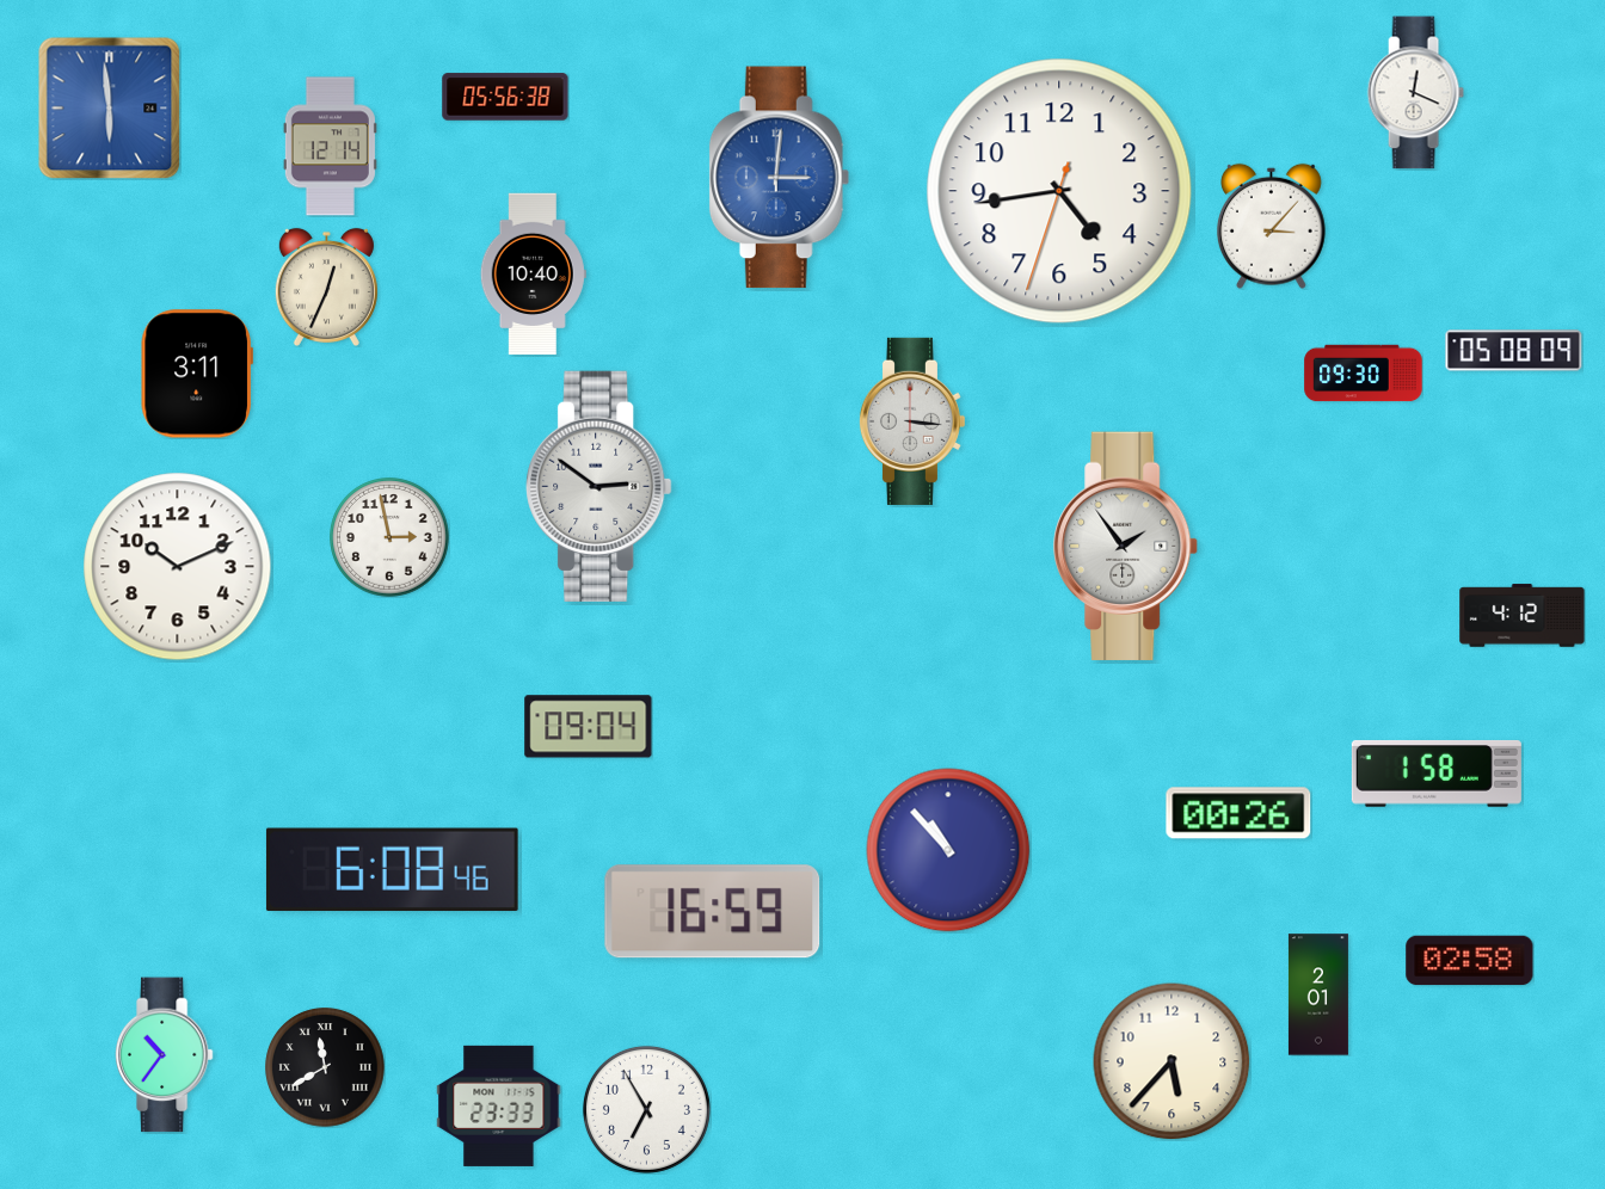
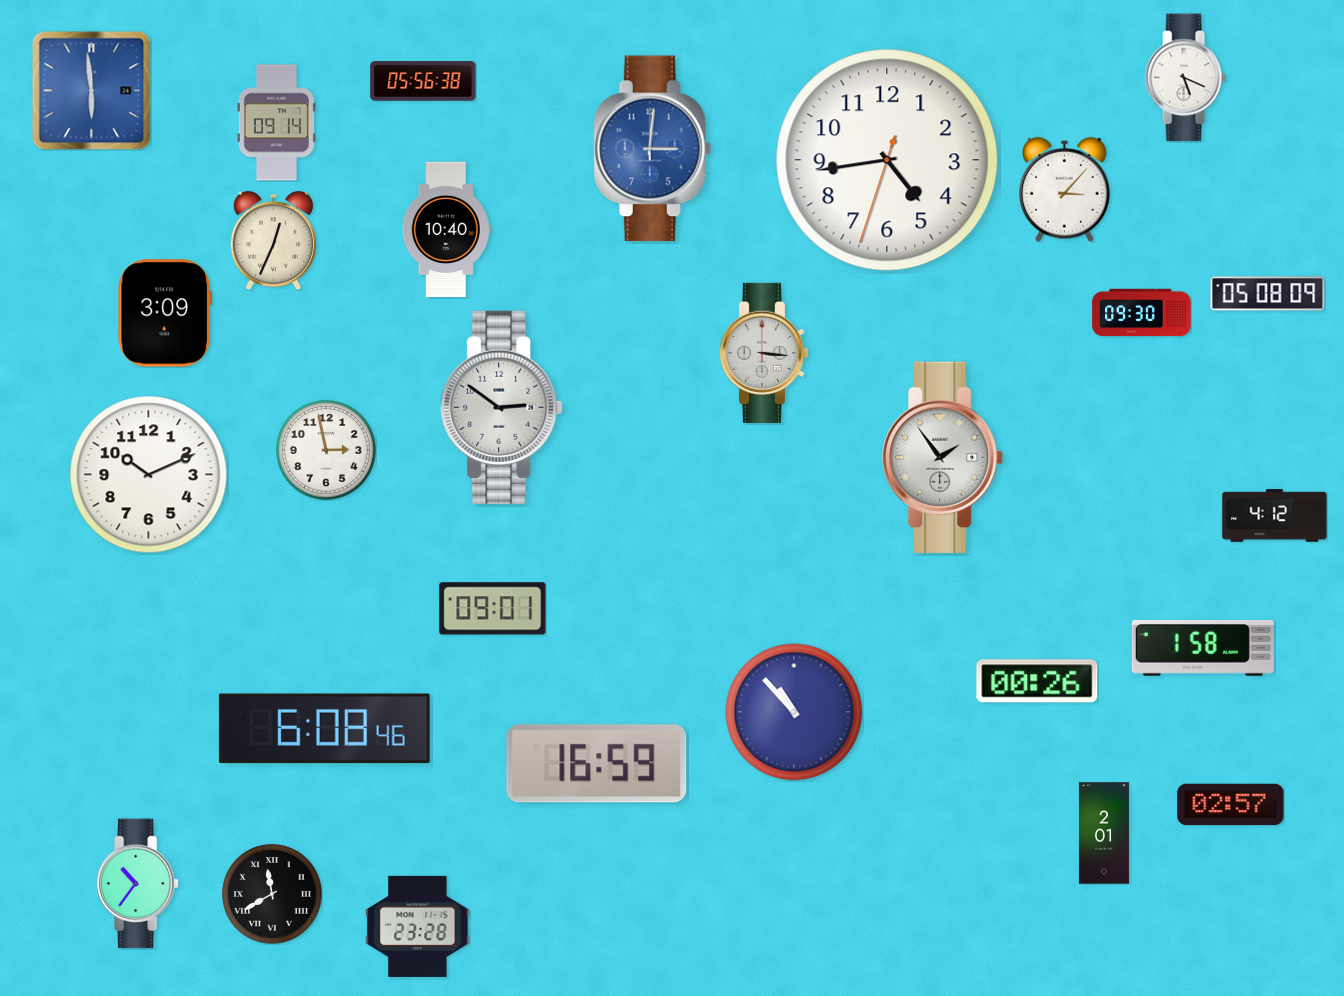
clock at (1415, 93): 12:19 -> 5:19
clock at (330, 147): 12:14 -> 09:14
clock at (197, 374): 3:11 -> 3:09
clock at (589, 727): 09:04 -> 09:01
clock at (392, 870) position: (392, 870) -> (324, 729)
clock at (1470, 961): 02:58 -> 02:57
clock at (1172, 1061): 5:37 -> none
clock at (499, 1105): 23:33 -> 23:28
clock at (646, 1109): 6:55 -> none
